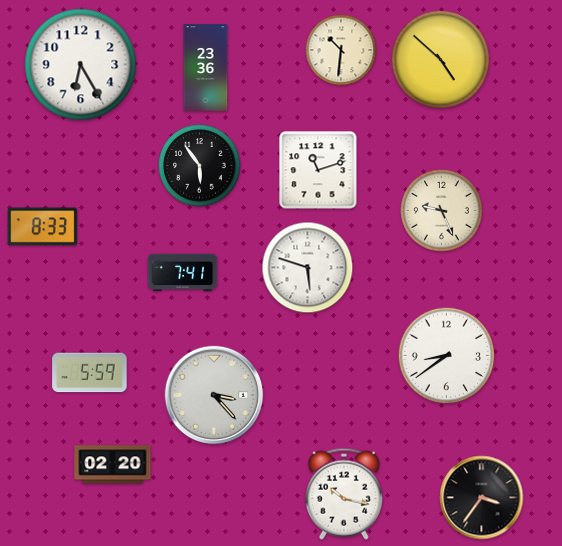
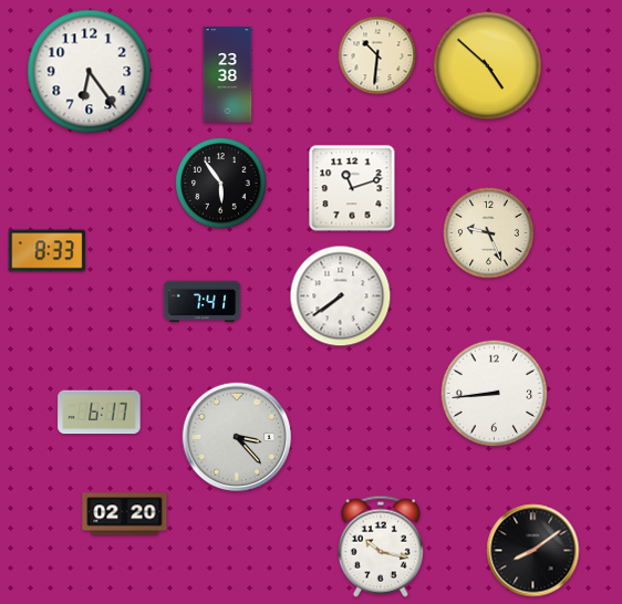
clock at (81, 65): 6:25 -> 6:24
clock at (206, 68): 23:36 -> 23:38
clock at (308, 268): 5:48 -> 7:39
clock at (447, 356): 8:39 -> 8:44
clock at (90, 373): 5:59 -> 6:17
clock at (482, 498): 3:36 -> 8:09
